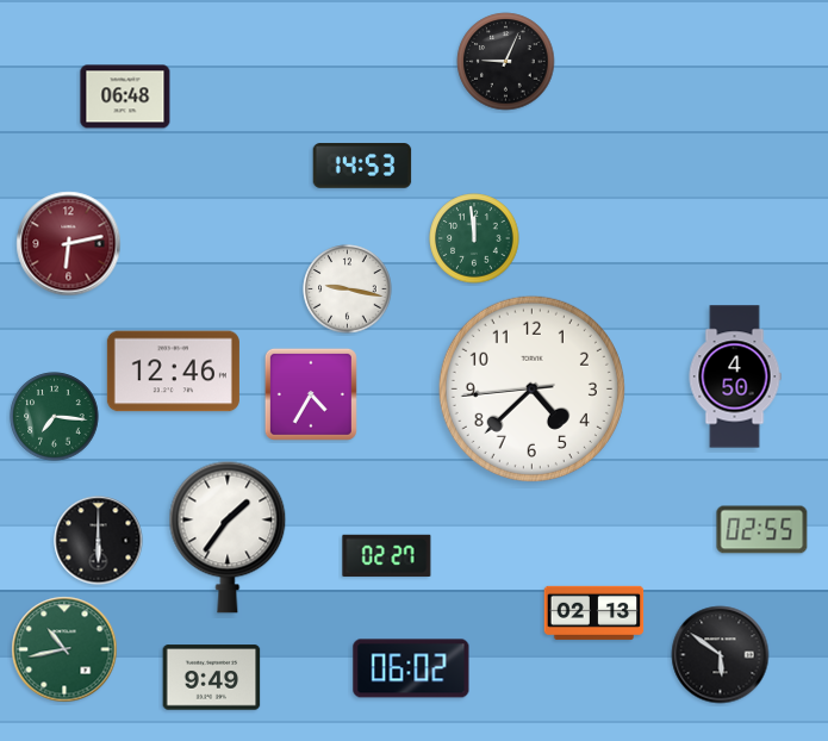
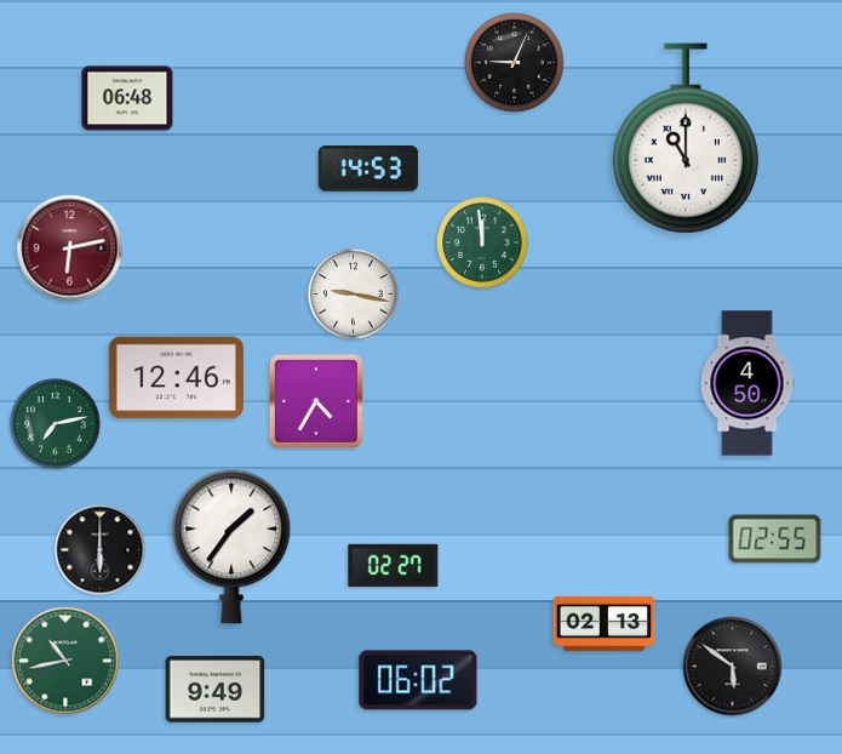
clock at (686, 138): none -> 11:00
clock at (531, 388): 4:37 -> none
clock at (55, 417): 7:16 -> 7:13
